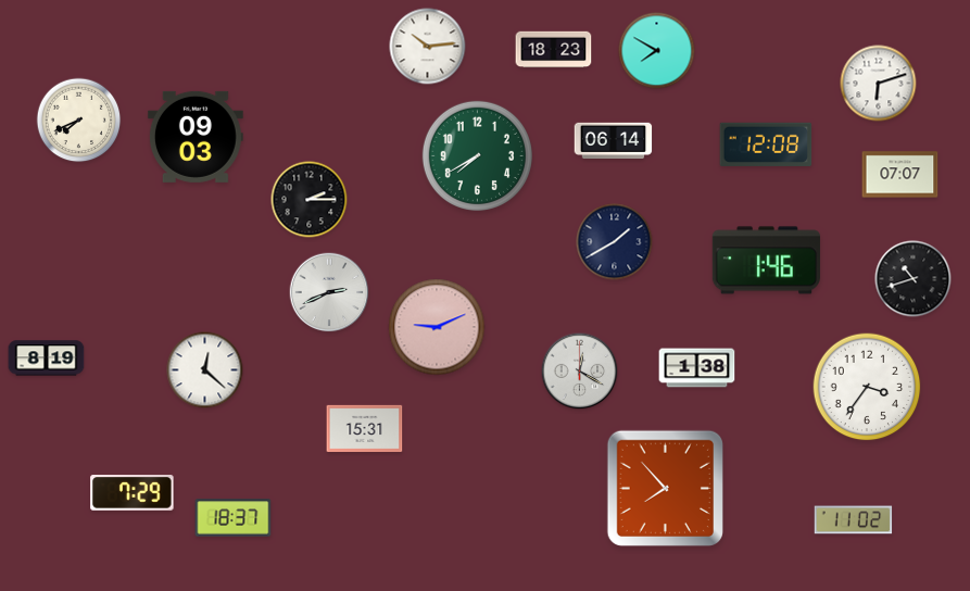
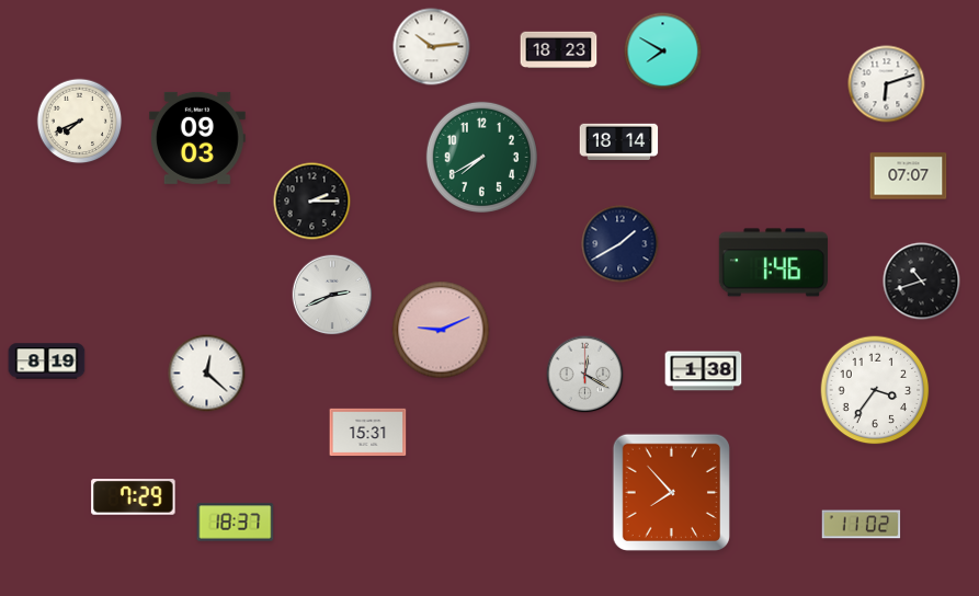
clock at (614, 140): 06:14 -> 18:14
clock at (766, 144): 12:08 -> none
